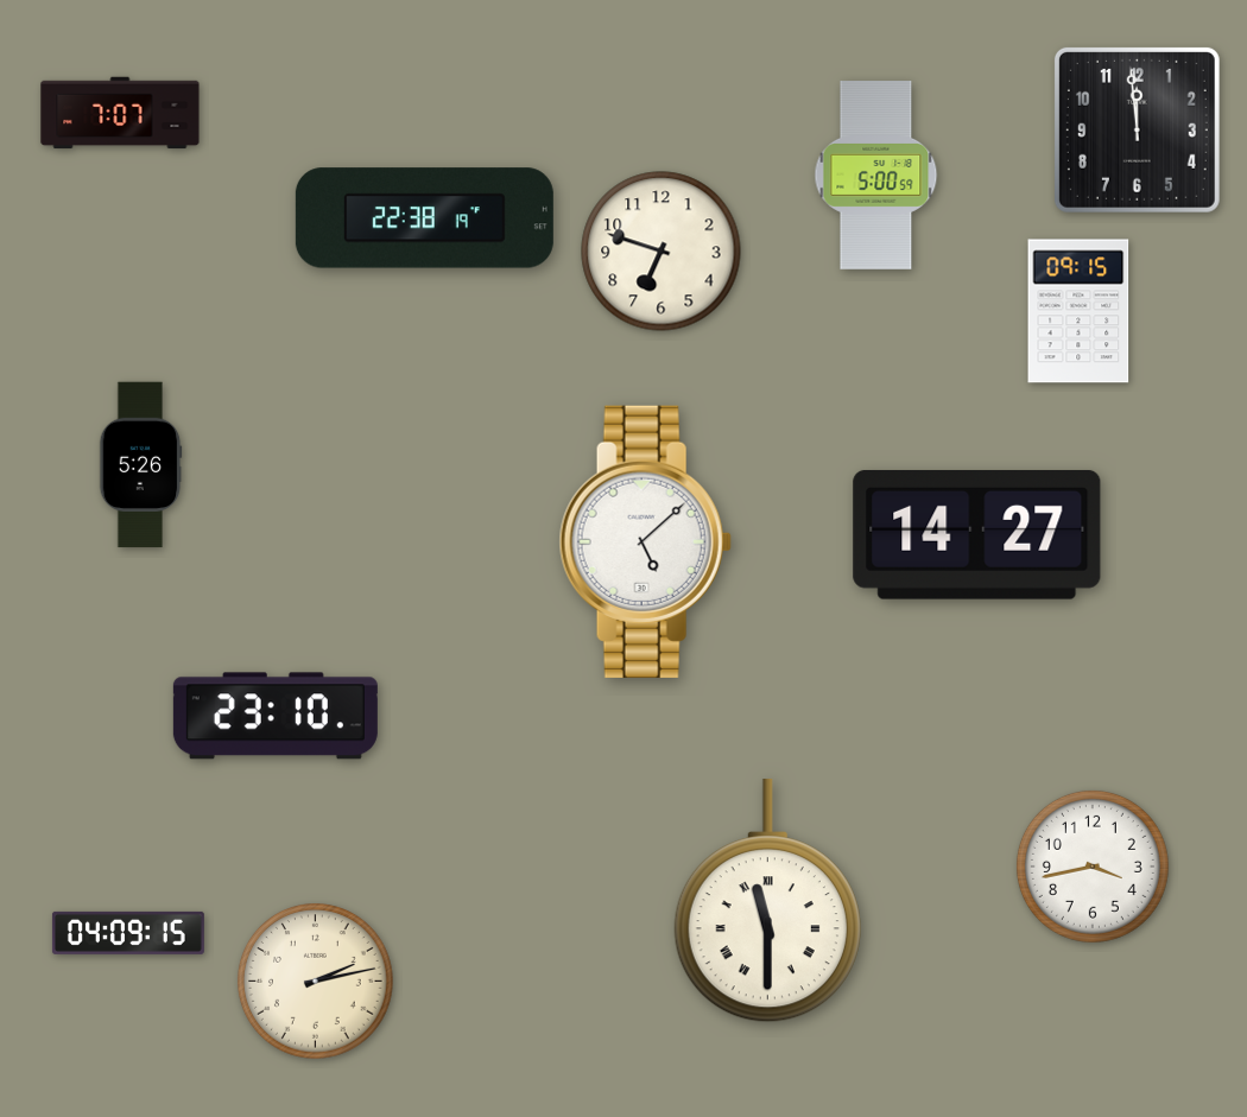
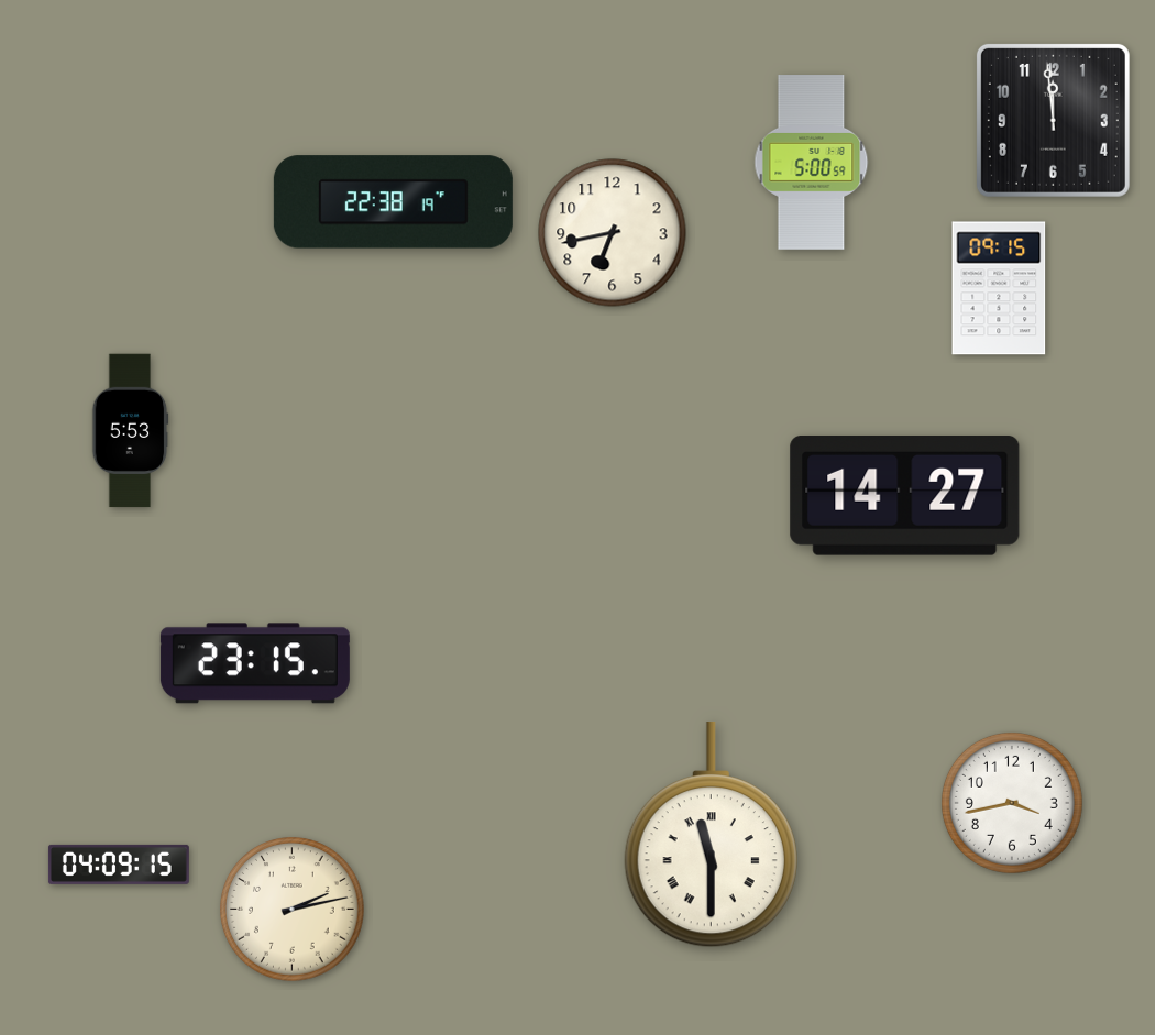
clock at (120, 113): 7:07 -> none
clock at (662, 252): 6:48 -> 6:43
clock at (141, 465): 5:26 -> 5:53
clock at (645, 541): 5:08 -> none
clock at (276, 716): 23:10 -> 23:15
